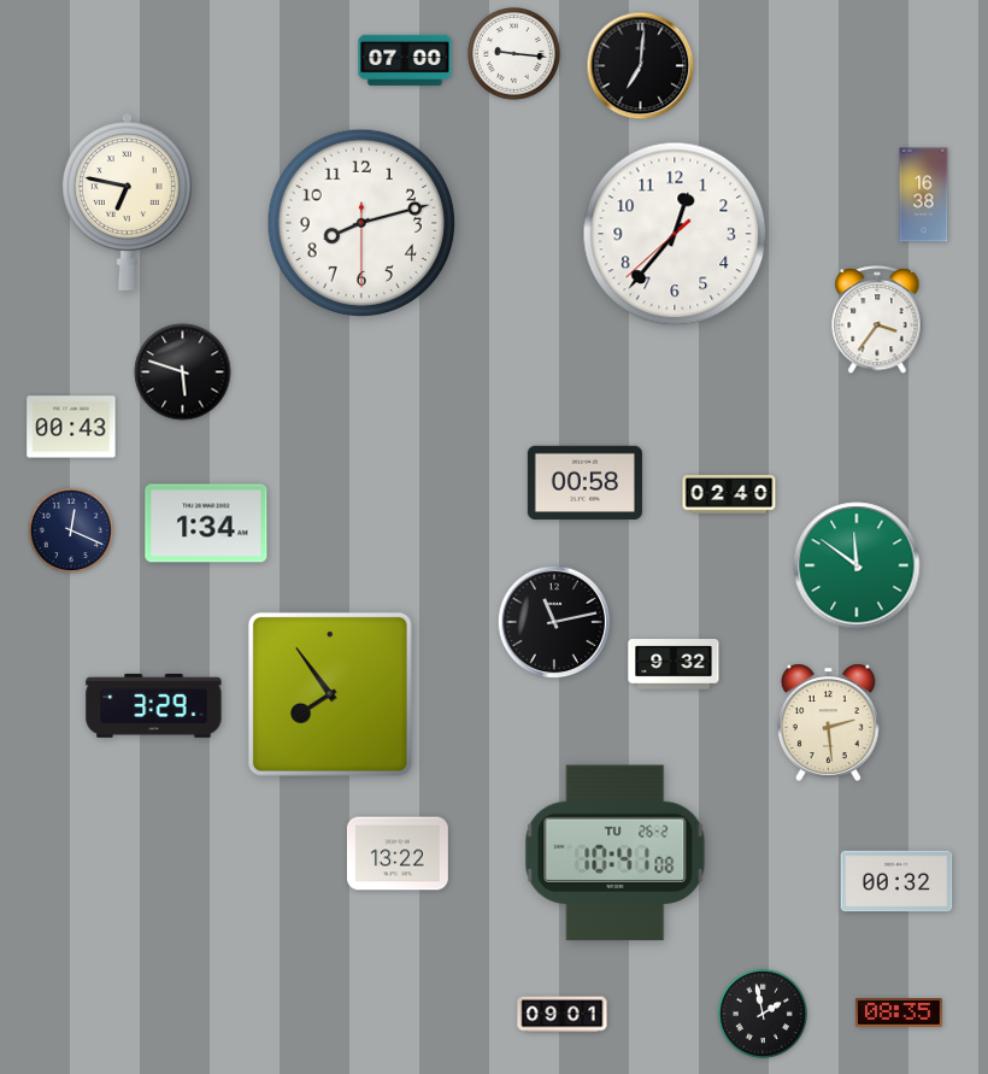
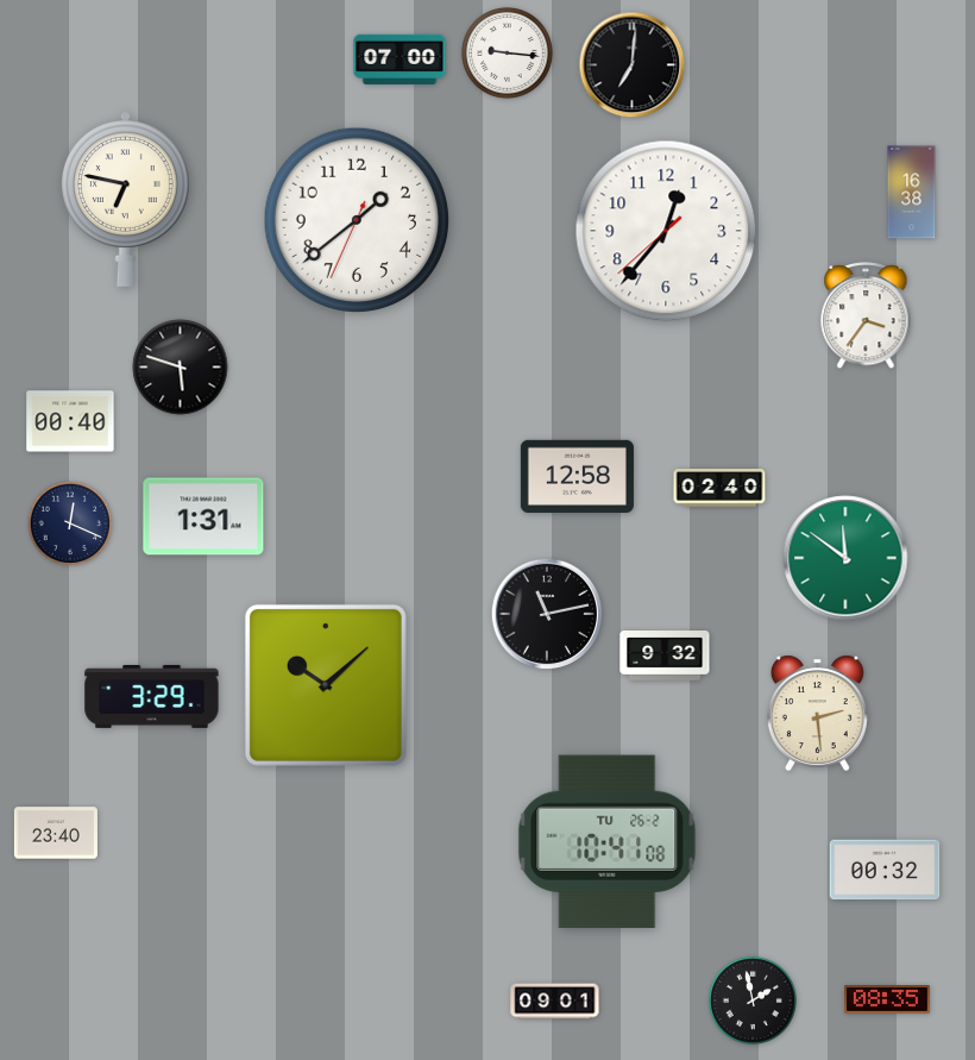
clock at (361, 223): 8:12 -> 1:38
clock at (71, 427): 00:43 -> 00:40
clock at (584, 482): 00:58 -> 12:58
clock at (206, 523): 1:34 -> 1:31
clock at (330, 694): 7:54 -> 10:08
clock at (56, 833): none -> 23:40
clock at (398, 853): 13:22 -> none
